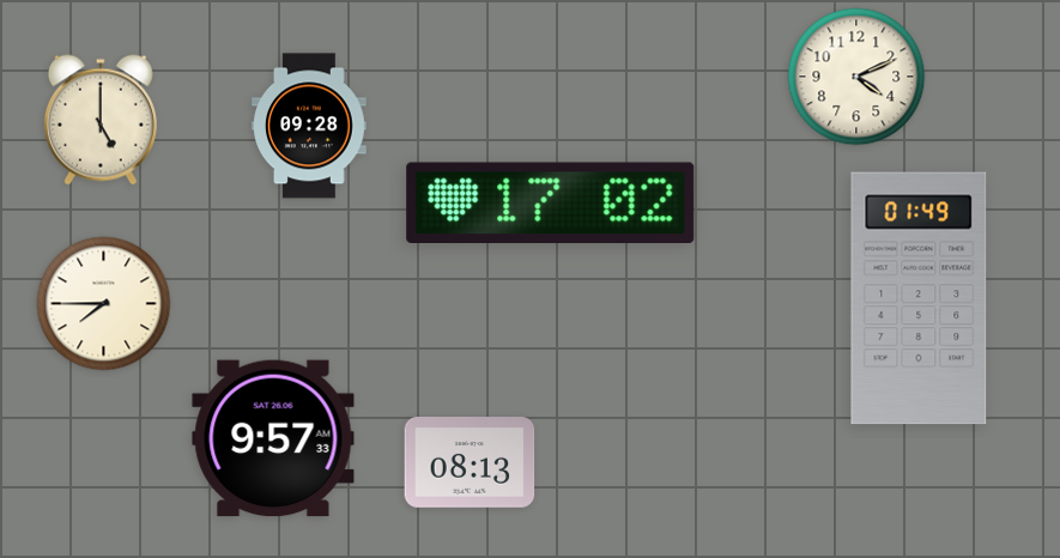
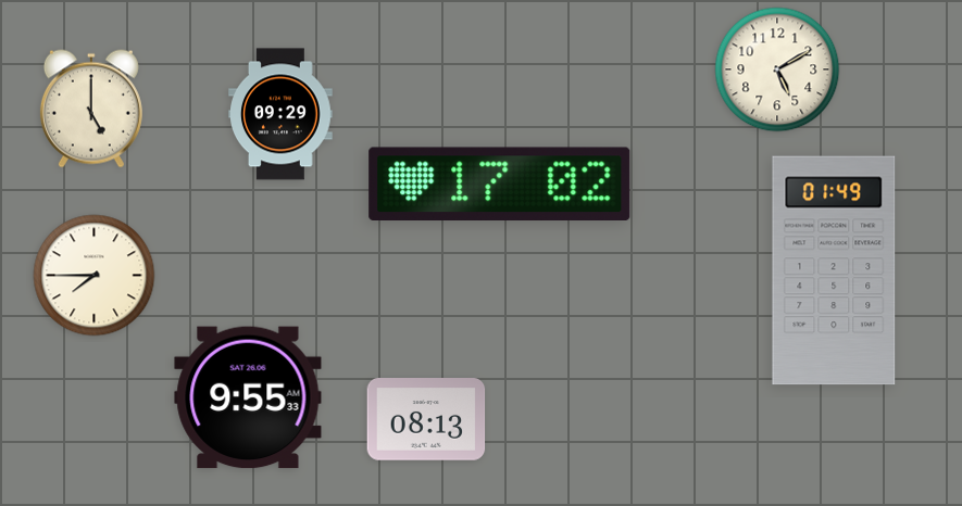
clock at (856, 77): 4:11 -> 5:10
clock at (309, 126): 09:28 -> 09:29
clock at (273, 438): 9:57 -> 9:55
